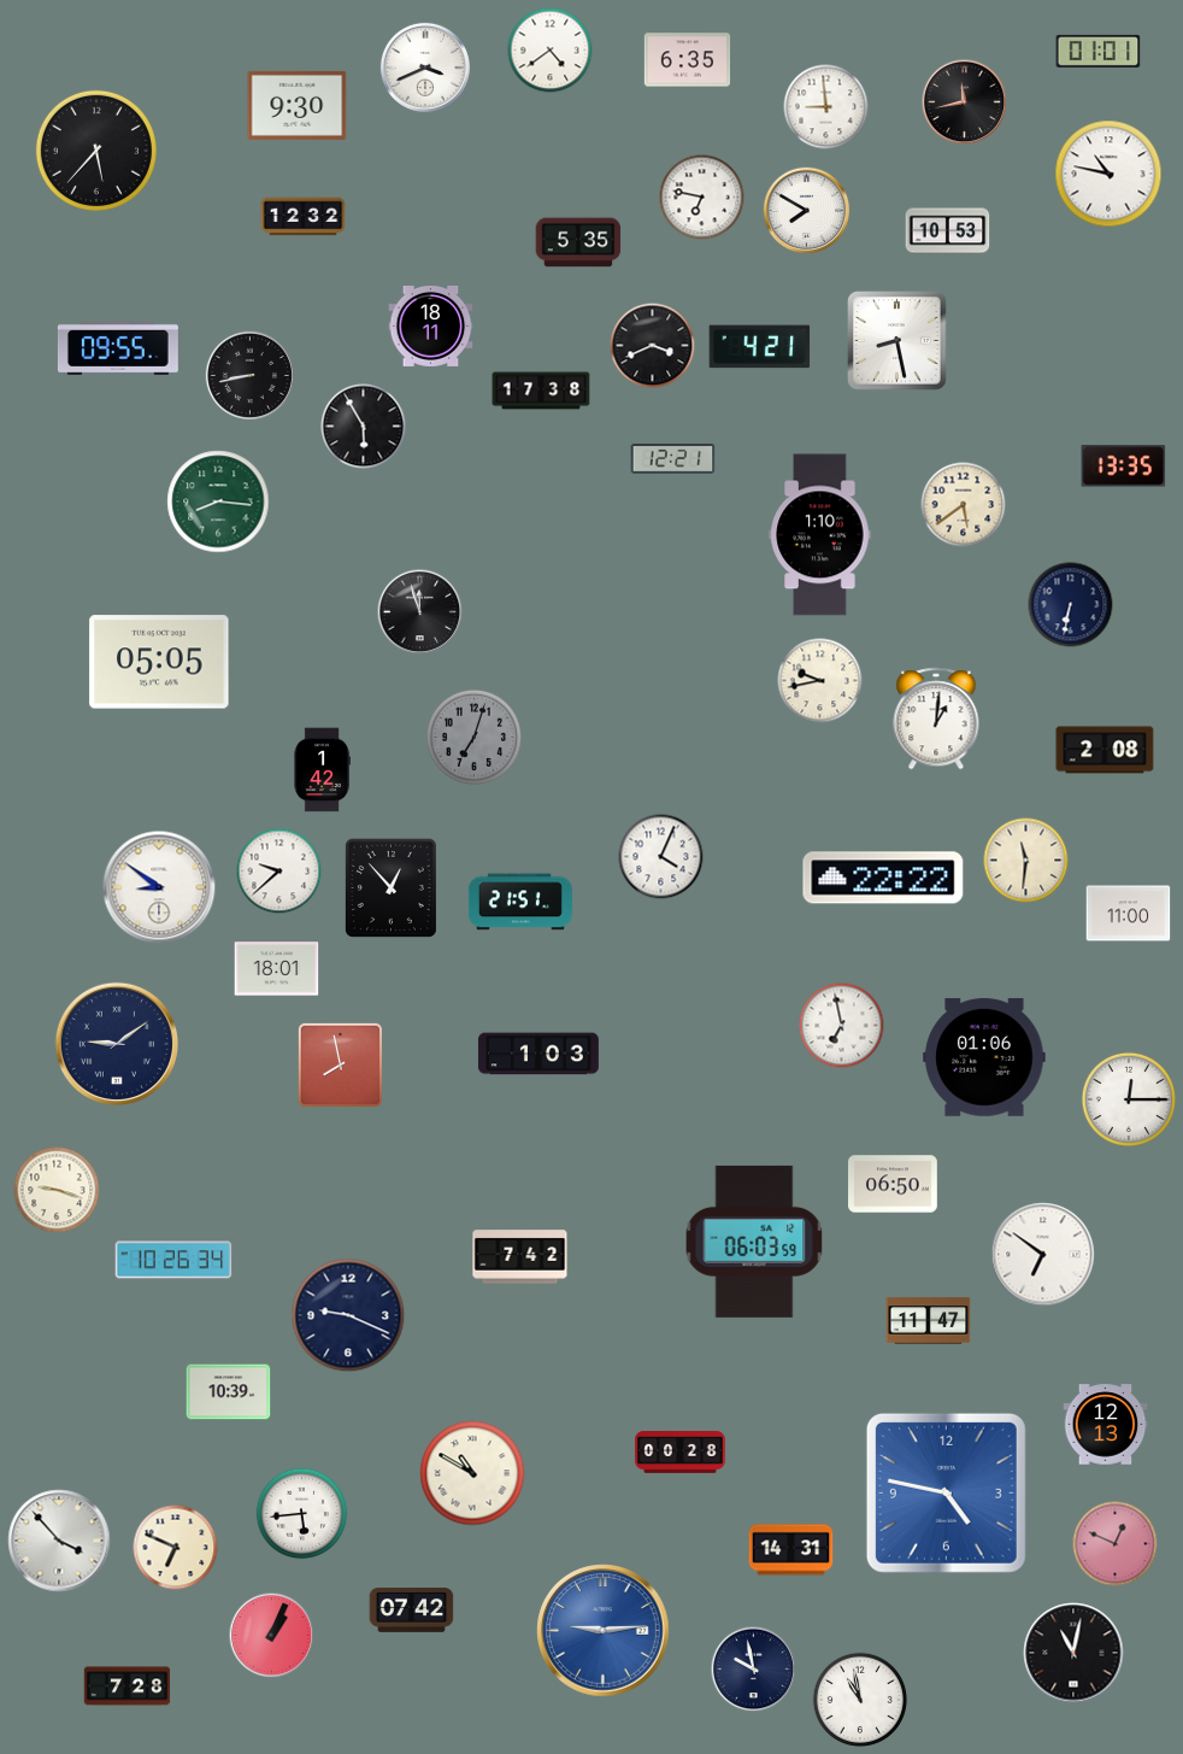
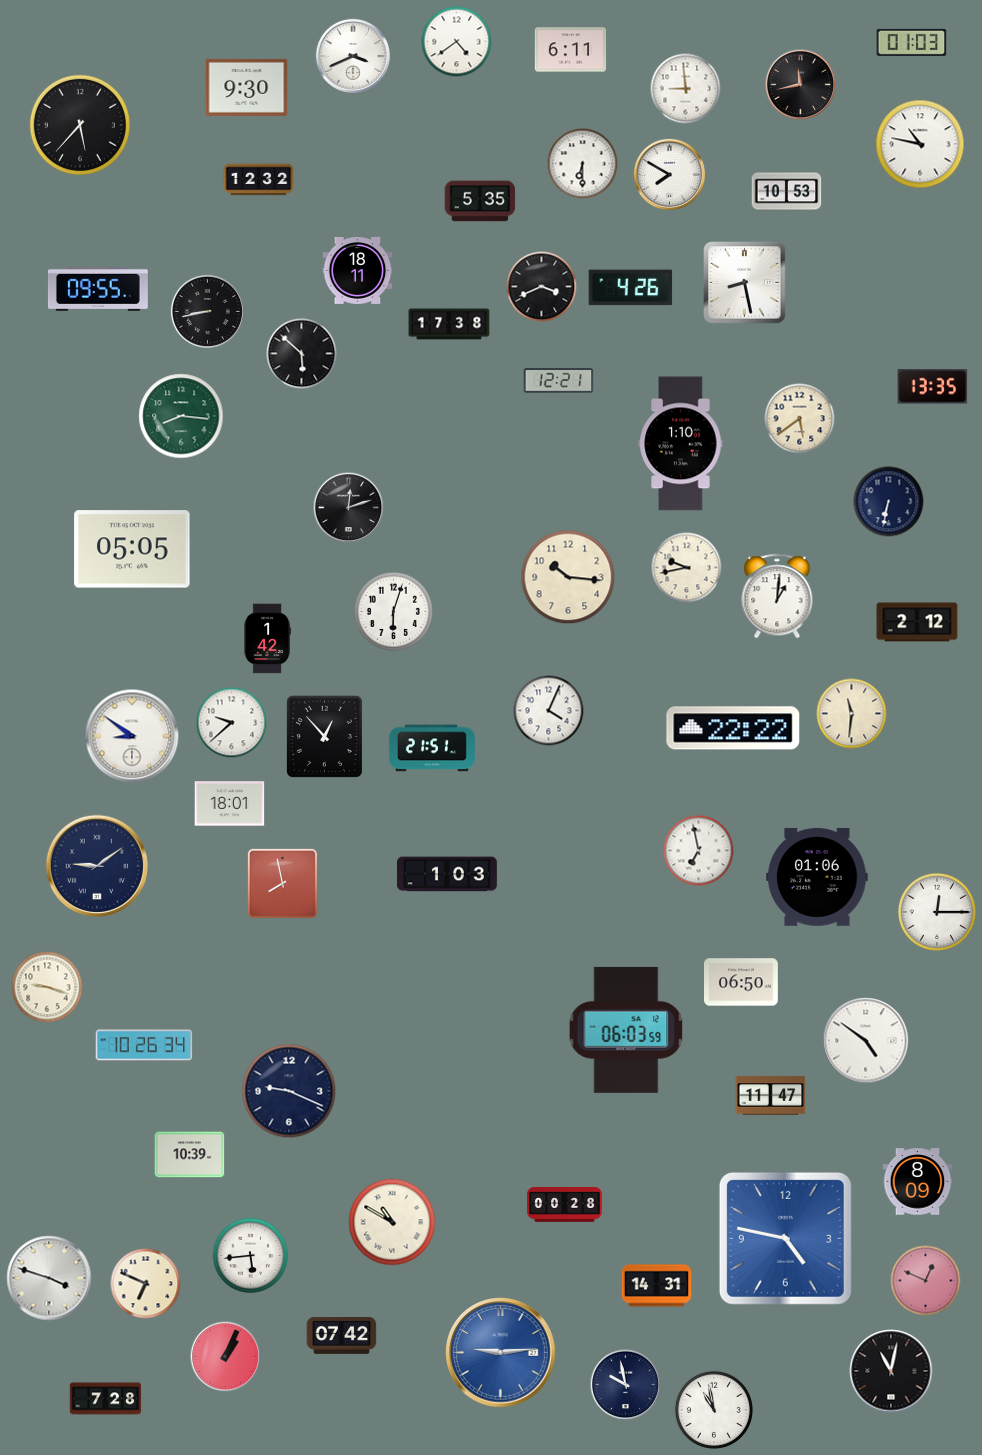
clock at (1099, 51): 01:01 -> 01:03
clock at (688, 60): 6:35 -> 6:11
clock at (702, 198): 6:47 -> 6:30
clock at (304, 217) position: (304, 217) -> (259, 180)
clock at (760, 347): 4:21 -> 4:26
clock at (364, 427): 5:55 -> 5:52
clock at (420, 612): 11:57 -> 12:12
clock at (820, 681) position: (820, 681) -> (687, 568)
clock at (568, 577): none -> 10:16
clock at (473, 737): 7:03 -> 6:03
clock at (473, 737) dial: grey -> white
clock at (1105, 750): 2:08 -> 2:12
clock at (1129, 914): 11:00 -> none
clock at (1043, 1255): 6:51 -> 4:51
clock at (520, 1257): 7:42 -> none
clock at (1106, 1425): 12:13 -> 8:09
clock at (59, 1541): 3:53 -> 3:48
